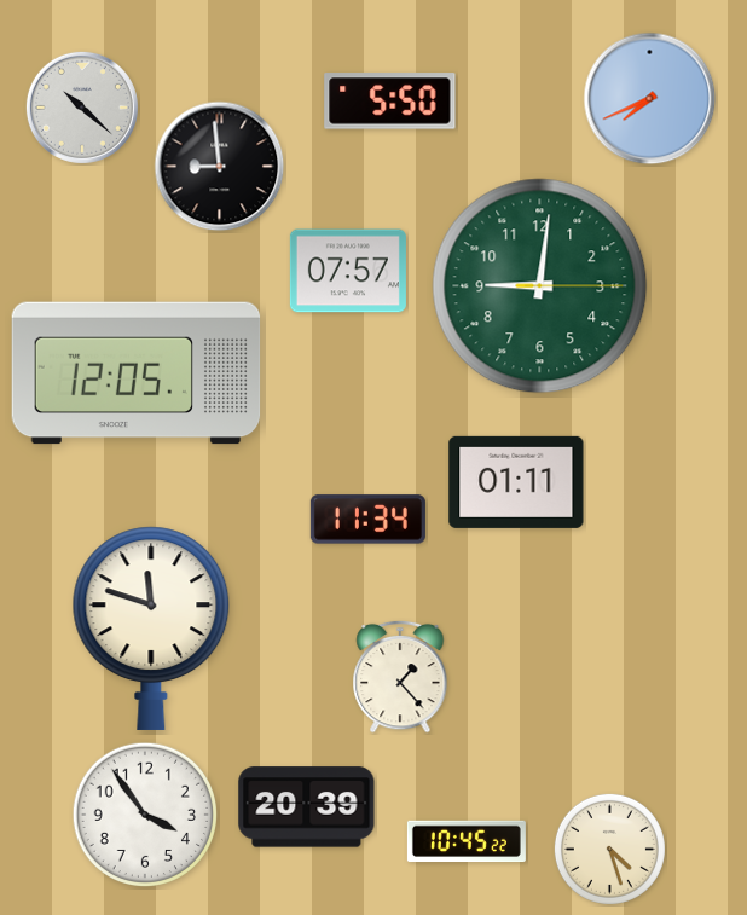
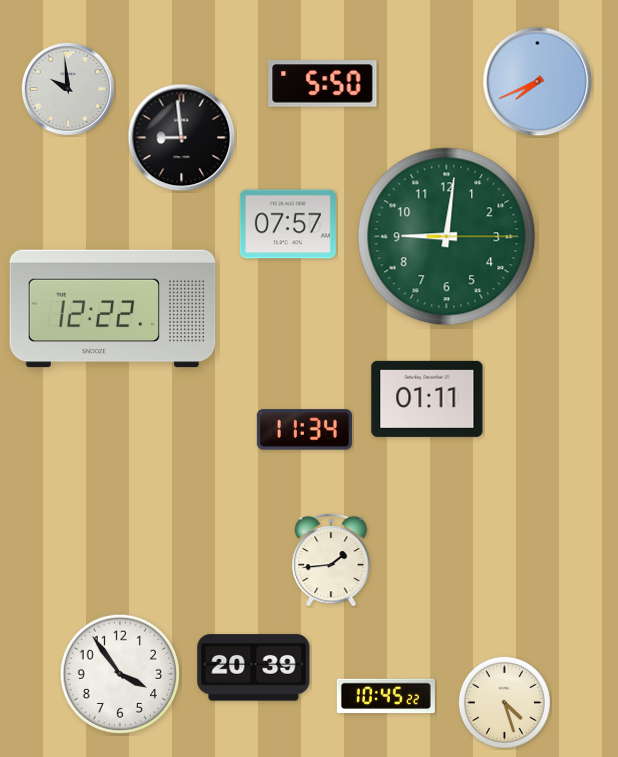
clock at (82, 108): 10:22 -> 9:59
clock at (137, 373): 12:05 -> 12:22
clock at (151, 629): 11:48 -> none
clock at (400, 677): 1:23 -> 1:44
